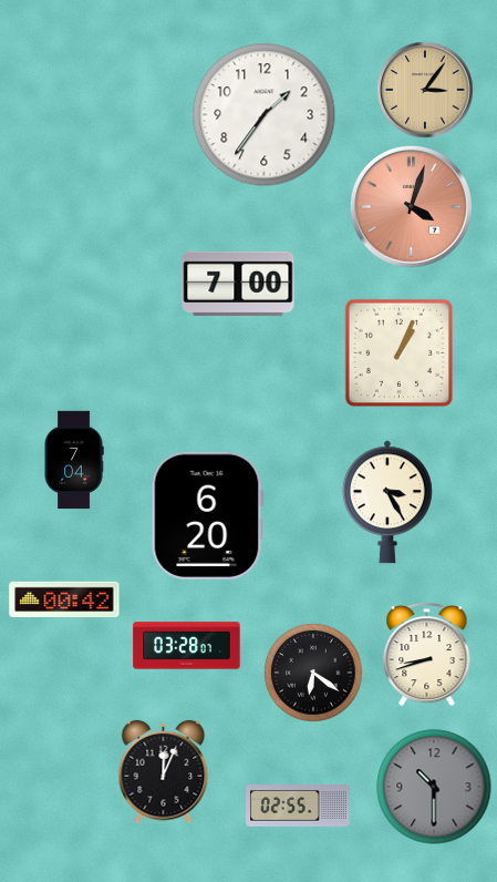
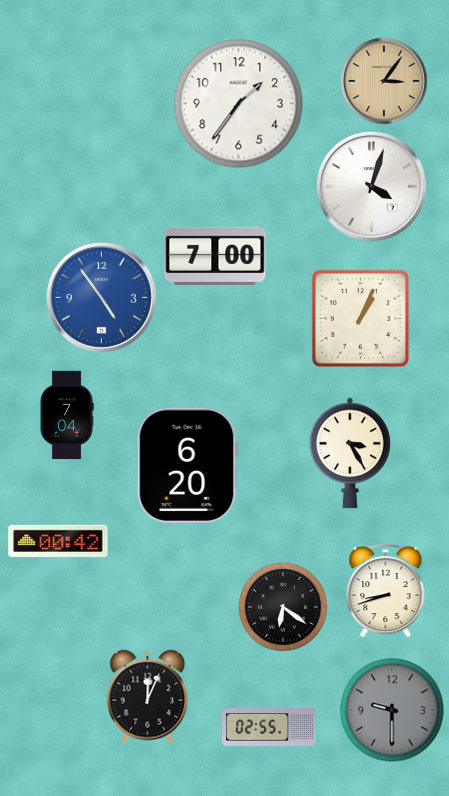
clock at (411, 206) dial: salmon -> white
clock at (101, 297): none -> 4:54
clock at (187, 646): 03:28 -> none
clock at (434, 787): 10:30 -> 9:30
